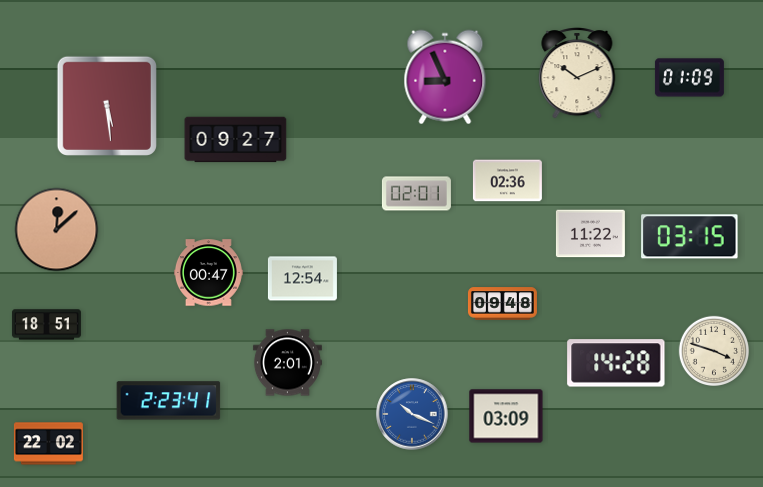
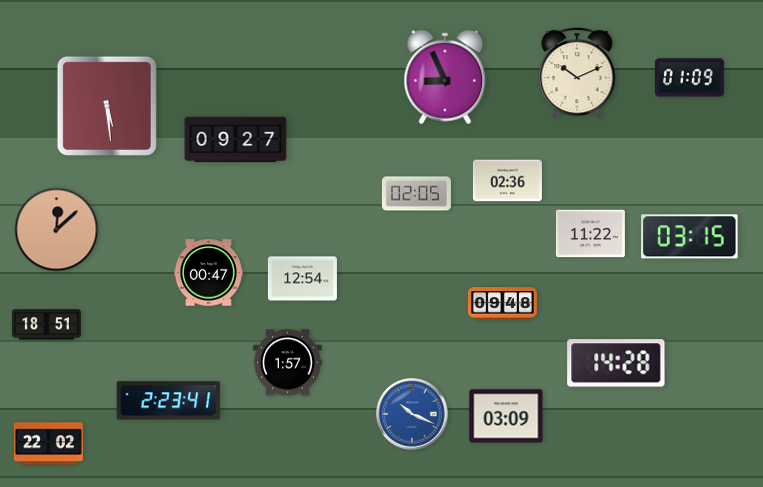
clock at (416, 194): 02:01 -> 02:05
clock at (713, 350): 3:48 -> none
clock at (287, 363): 2:01 -> 1:57
